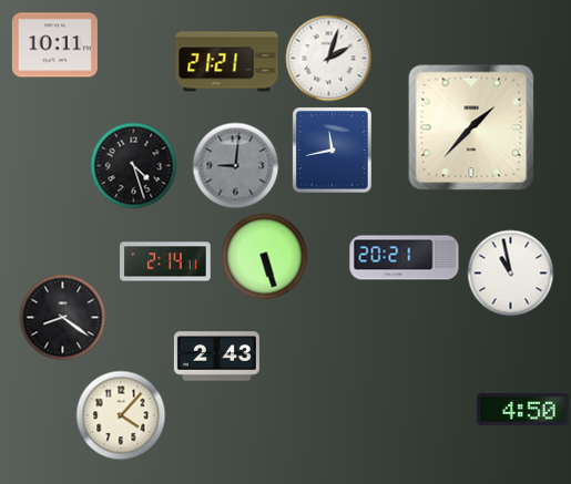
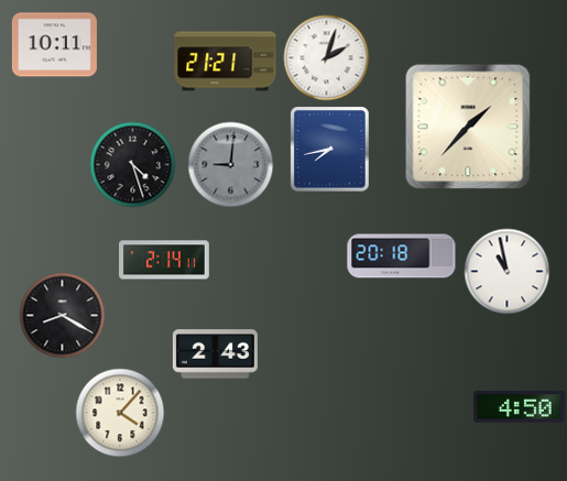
clock at (333, 151): 11:43 -> 7:43
clock at (235, 165) position: (235, 165) -> (230, 164)
clock at (264, 256): 5:27 -> none
clock at (405, 258): 20:21 -> 20:18
clock at (62, 317): 8:21 -> 8:20
